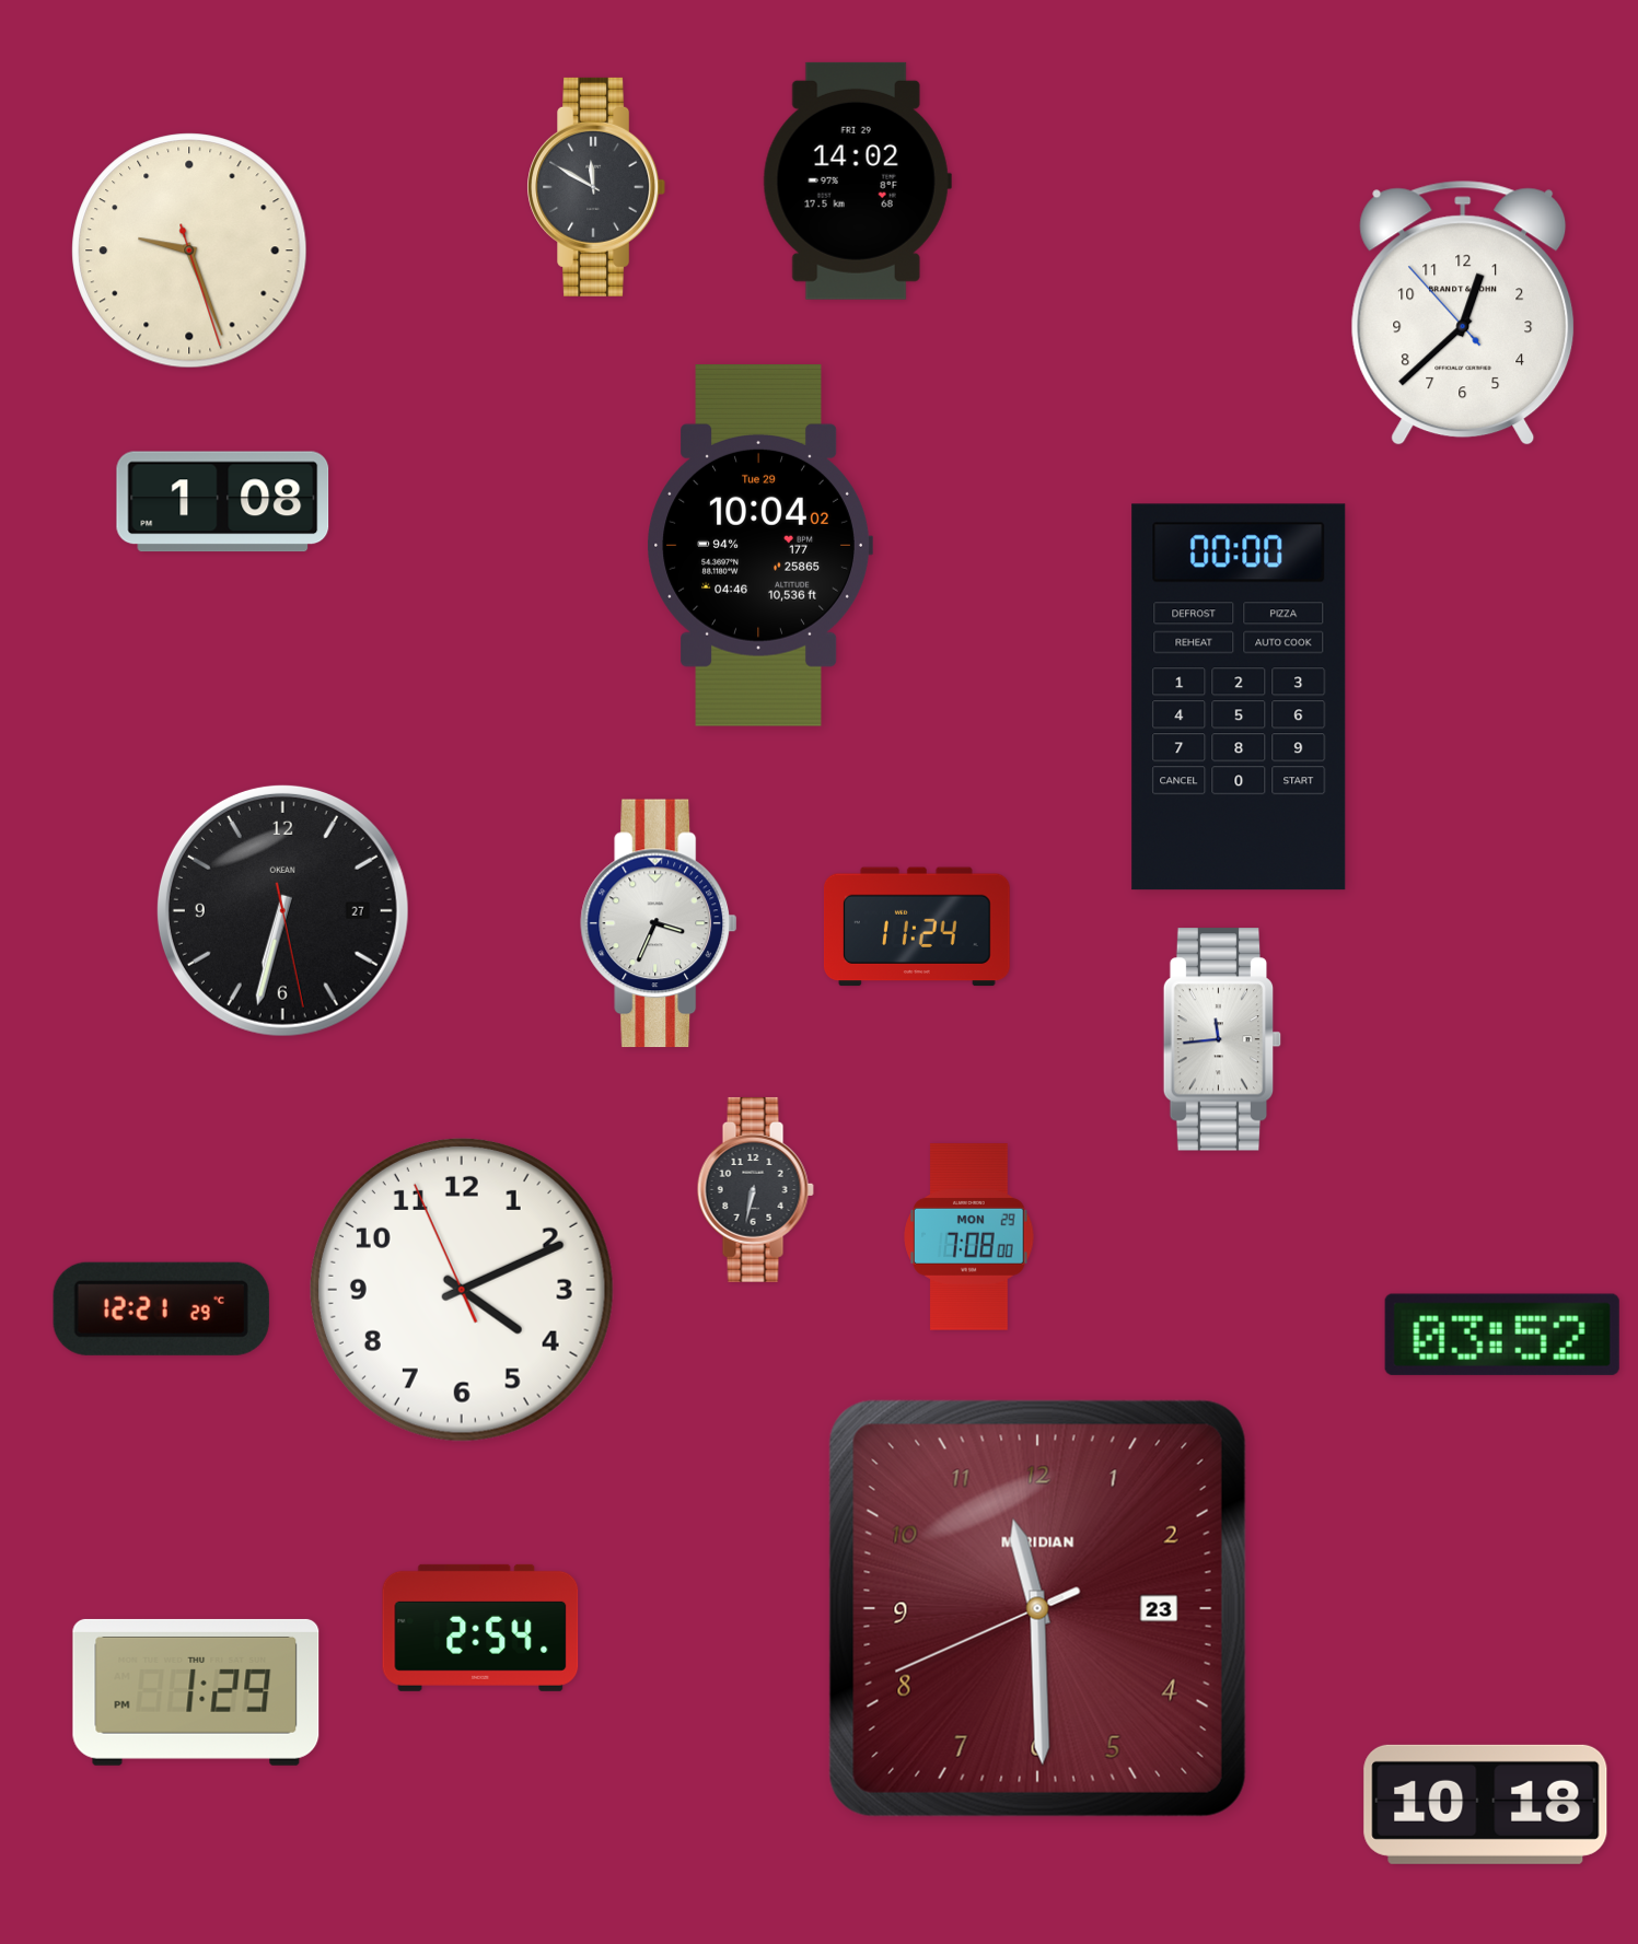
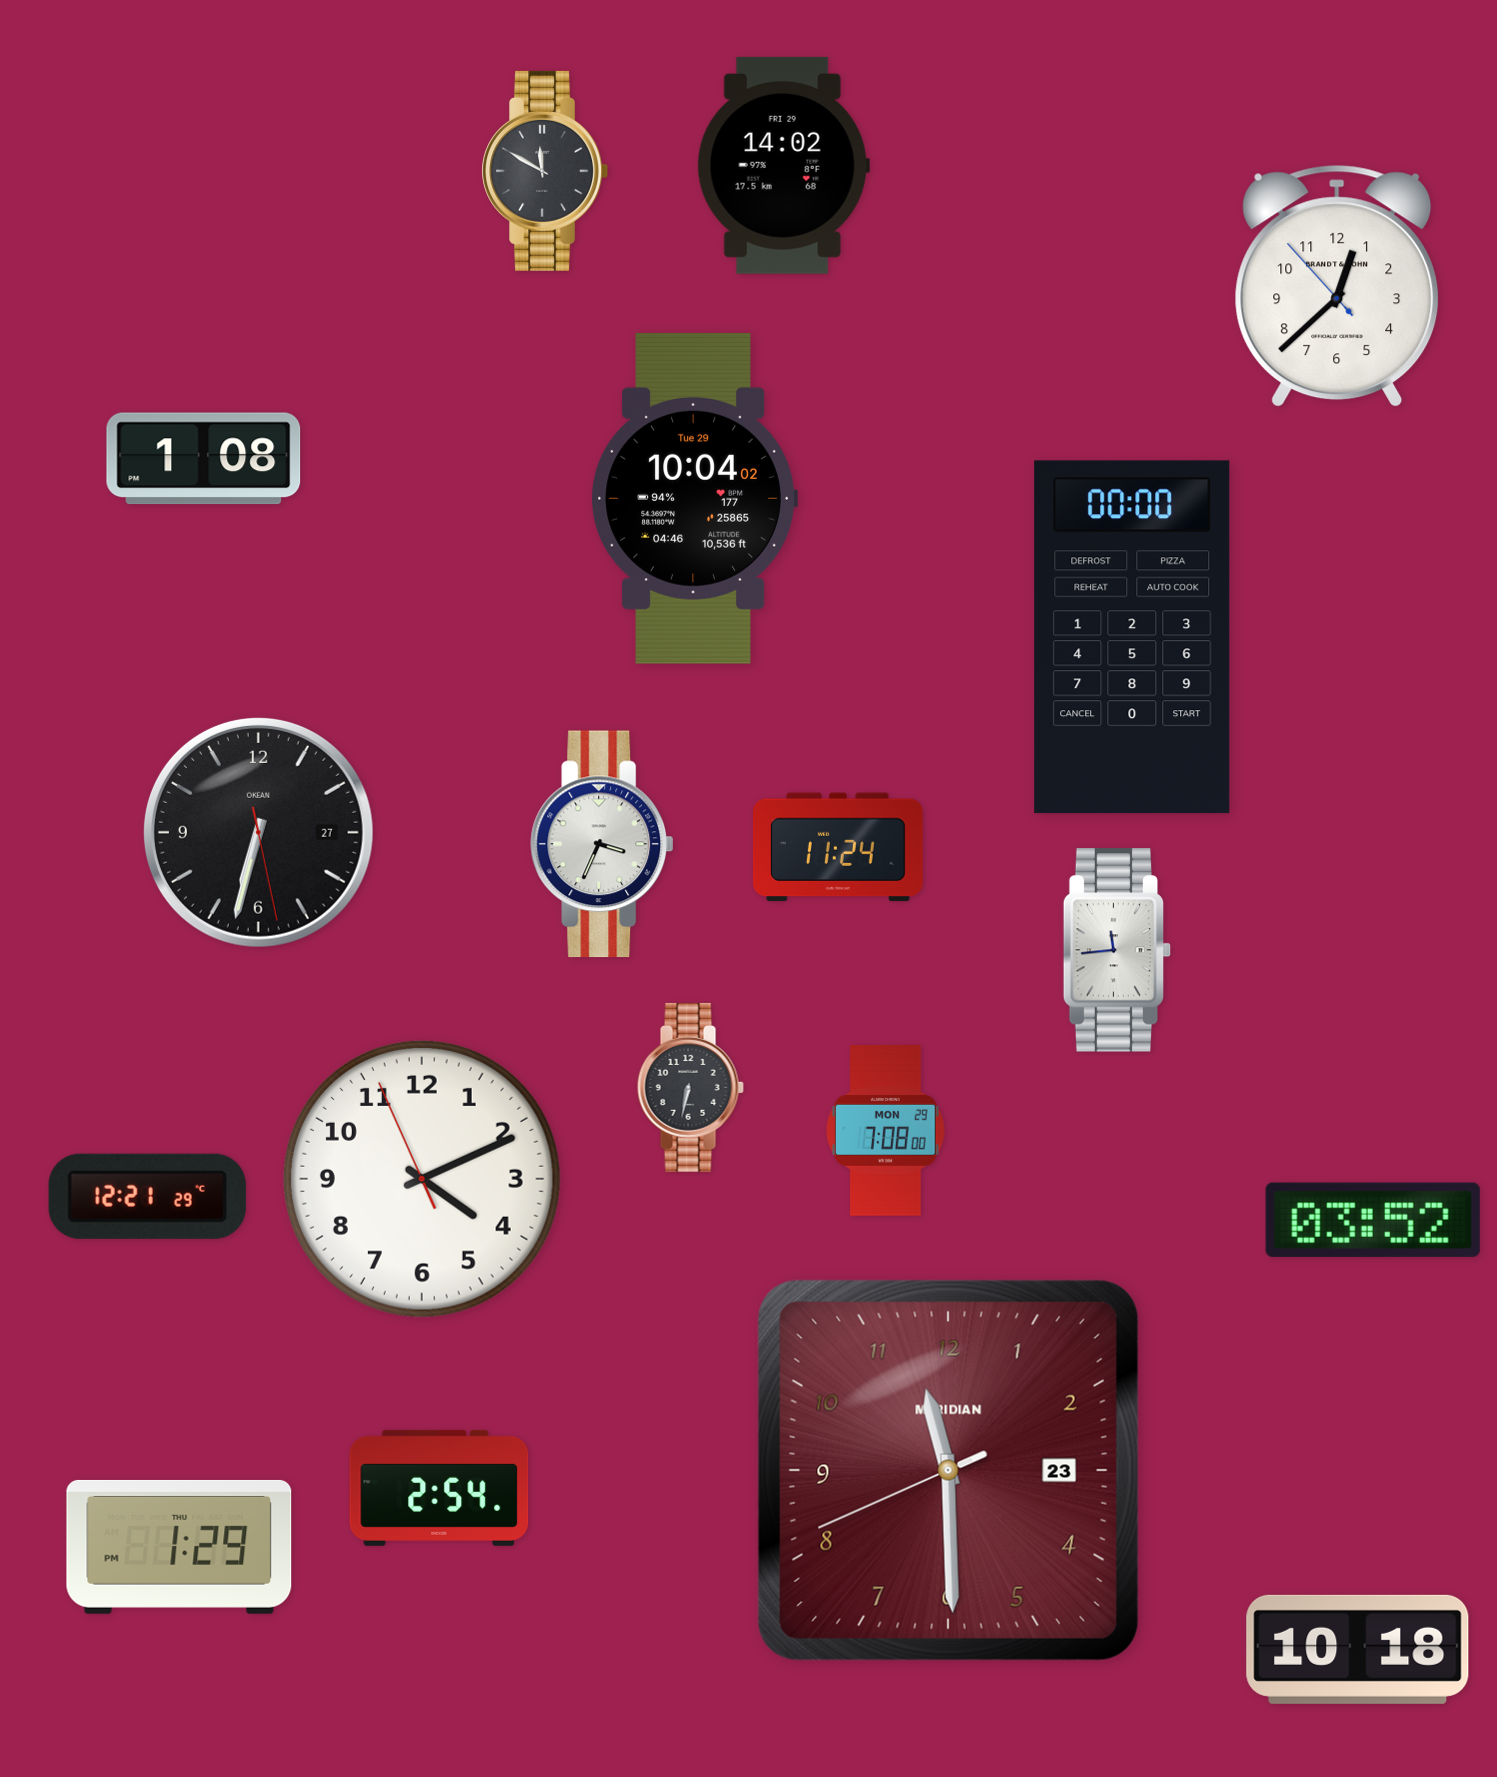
clock at (189, 251): 9:26 -> none
